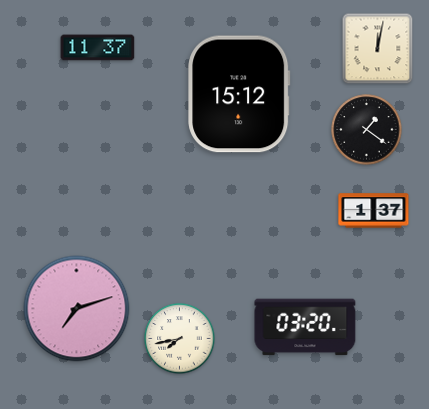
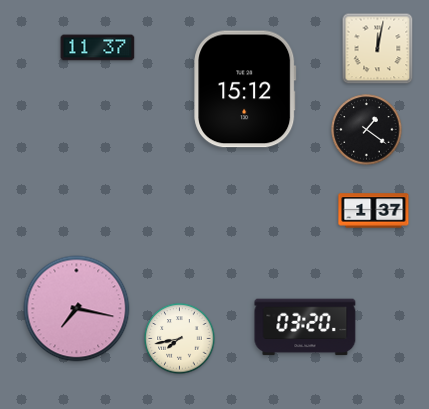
clock at (239, 94) position: (239, 94) -> (245, 89)
clock at (77, 309): 7:12 -> 7:17
